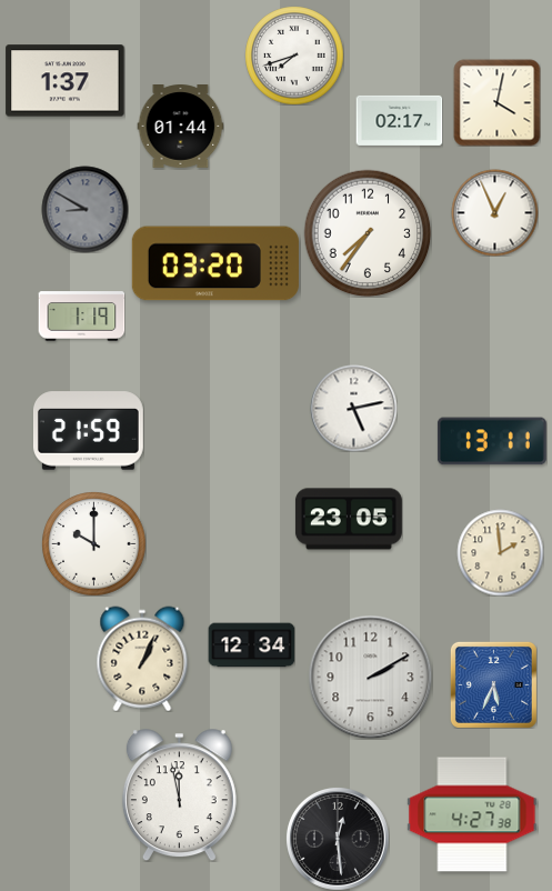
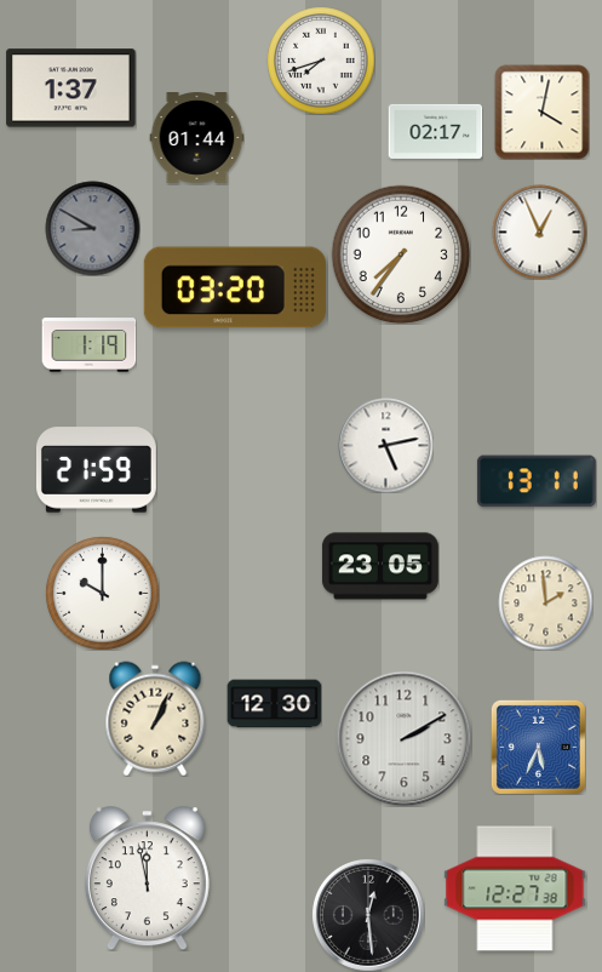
clock at (251, 645): 12:34 -> 12:30
clock at (179, 795) position: (179, 795) -> (147, 879)
clock at (472, 814): 4:27 -> 12:27
